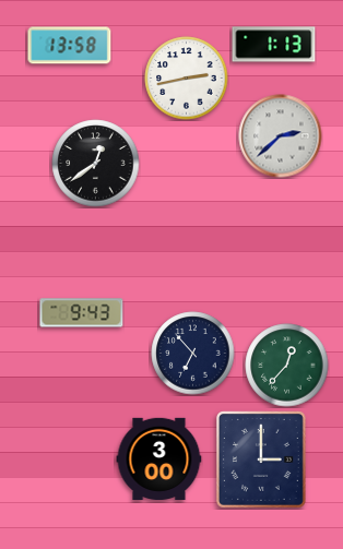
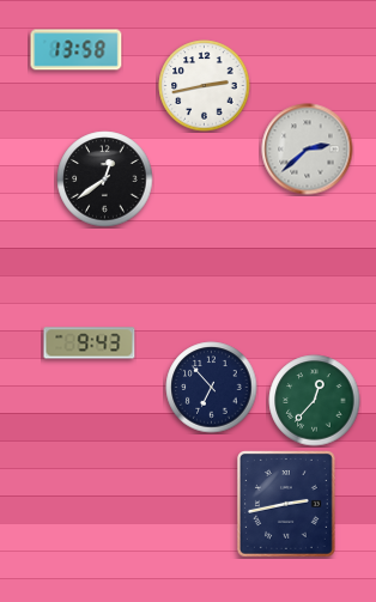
clock at (274, 45): 1:13 -> none
clock at (159, 458): 3:00 -> none
clock at (262, 461): 3:00 -> 2:43
